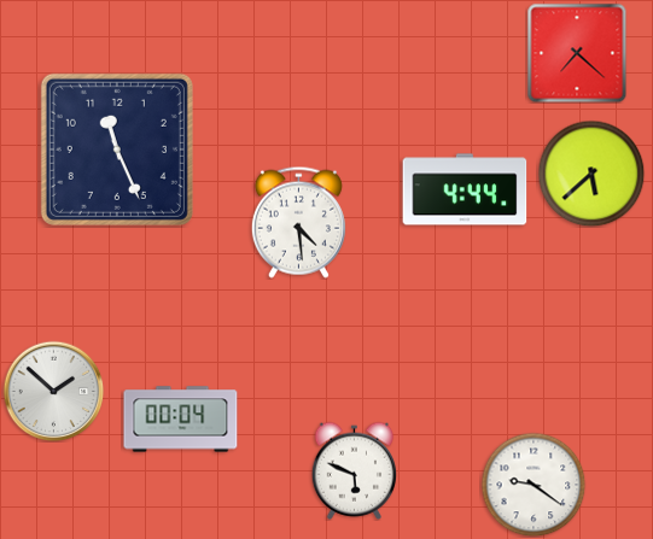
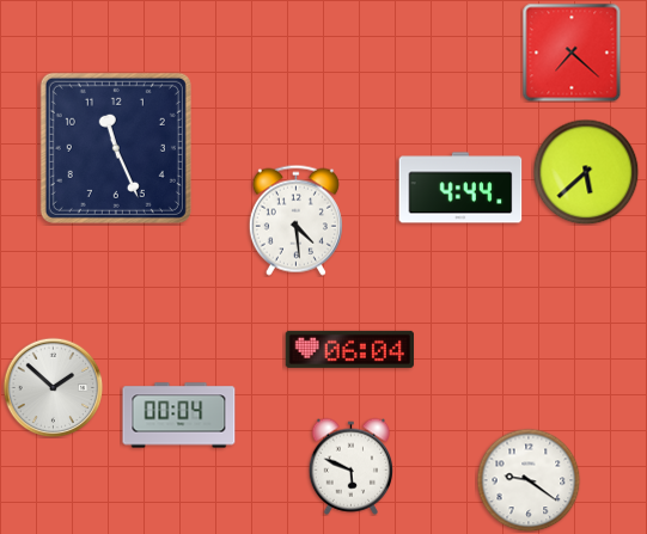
clock at (349, 349): none -> 06:04
